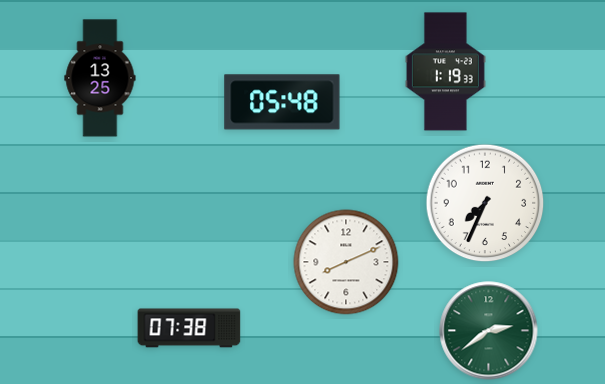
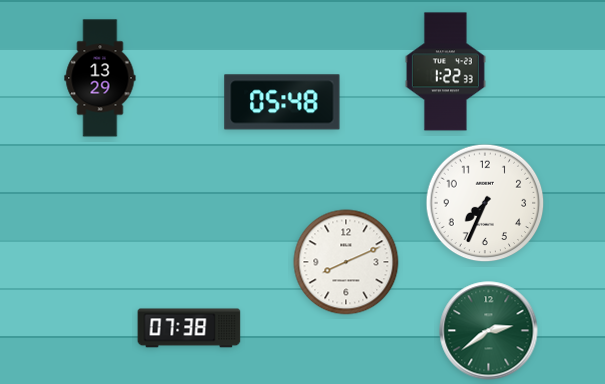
clock at (445, 72): 1:19 -> 1:22
clock at (100, 78): 13:25 -> 13:29
